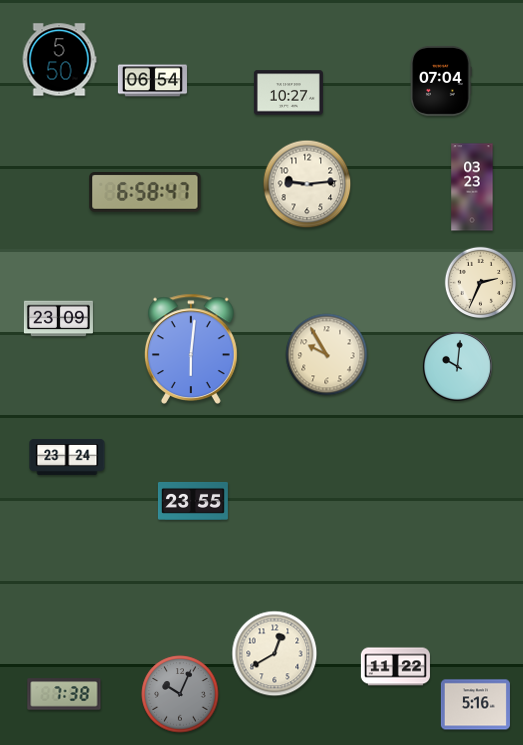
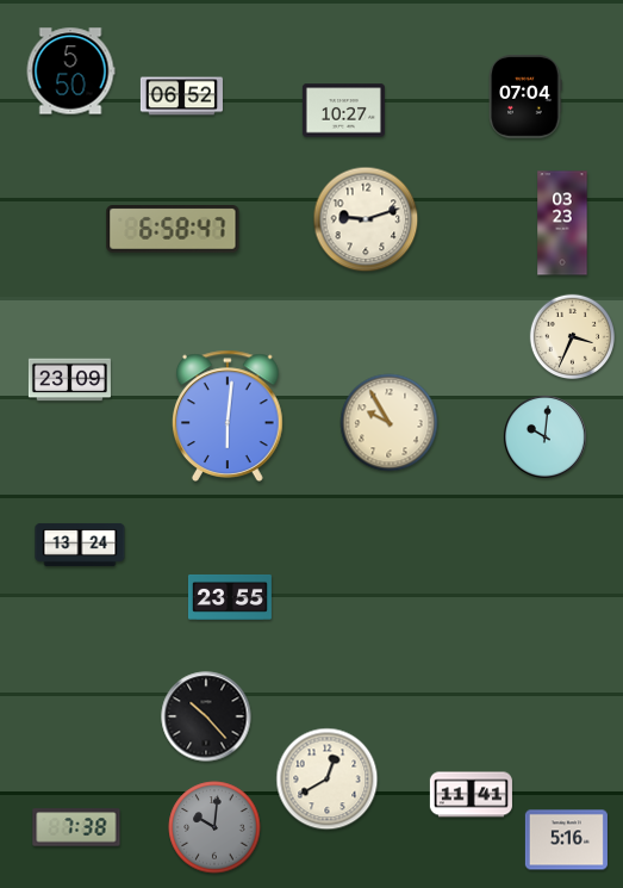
clock at (152, 81): 06:54 -> 06:52
clock at (307, 184): 9:14 -> 9:12
clock at (480, 282): 2:34 -> 3:34
clock at (67, 457): 23:24 -> 13:24
clock at (206, 716): none -> 10:23
clock at (395, 667): 11:22 -> 11:41
clock at (180, 694): 10:04 -> 10:01
